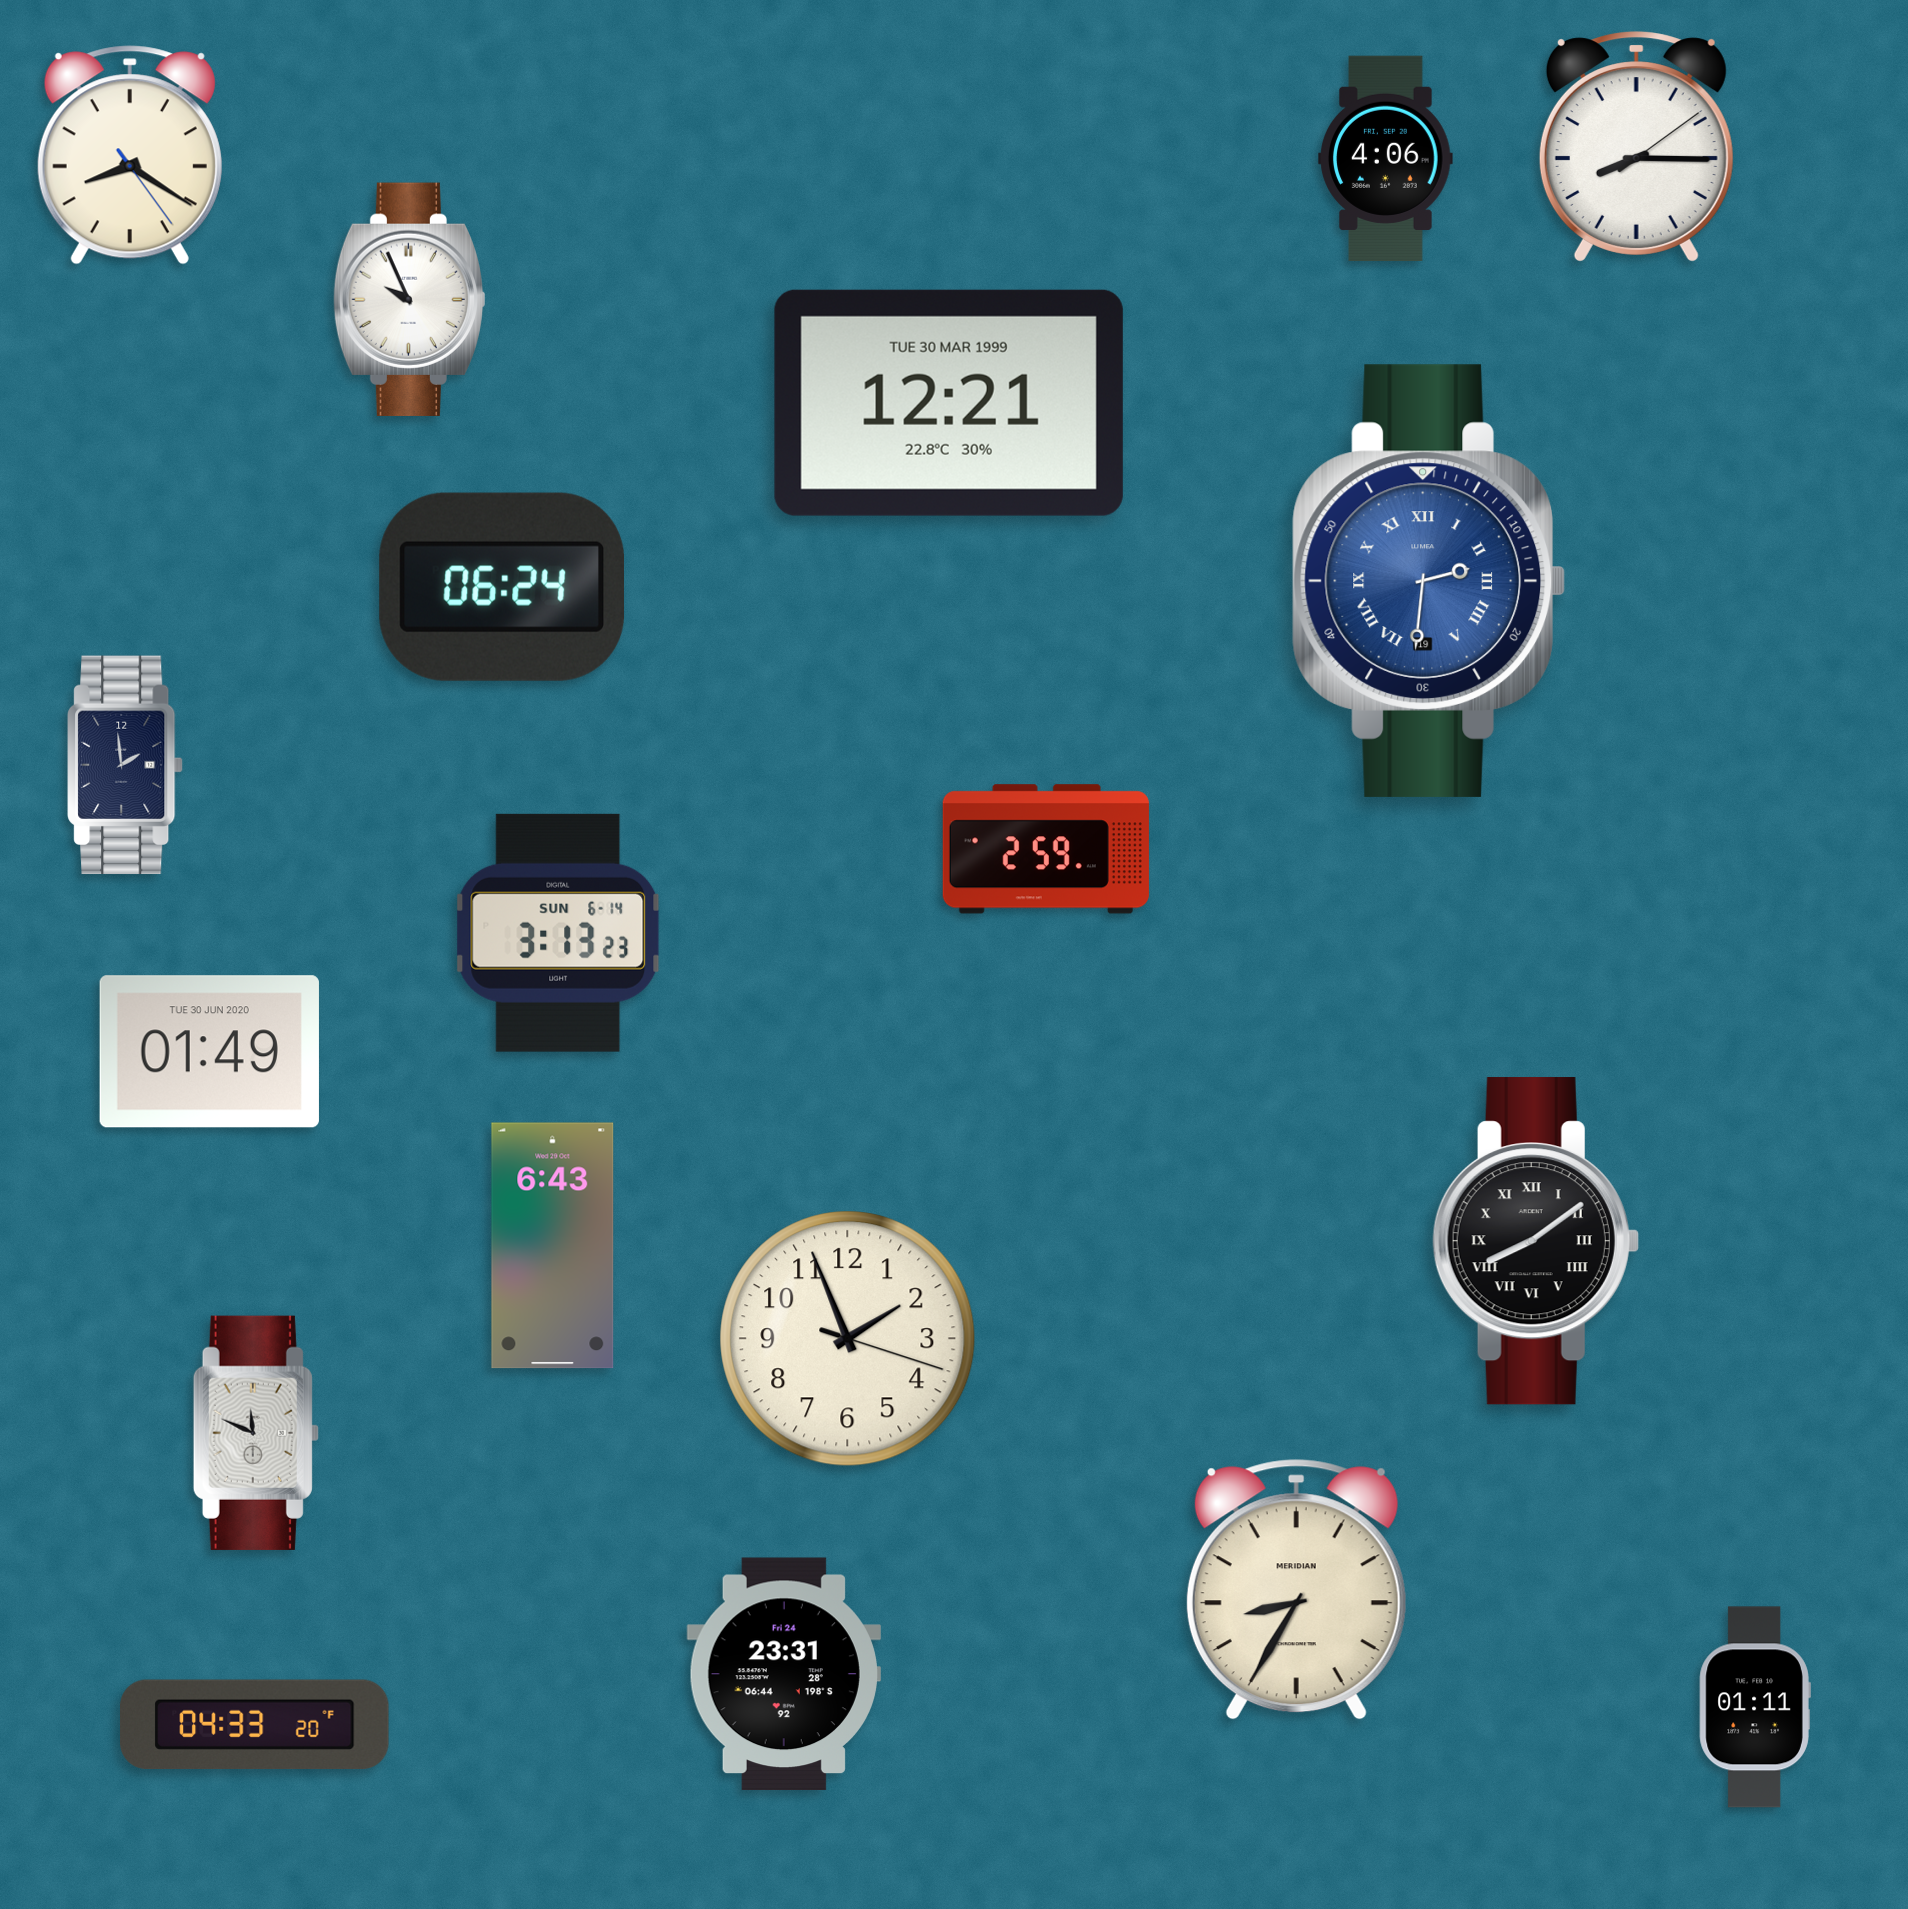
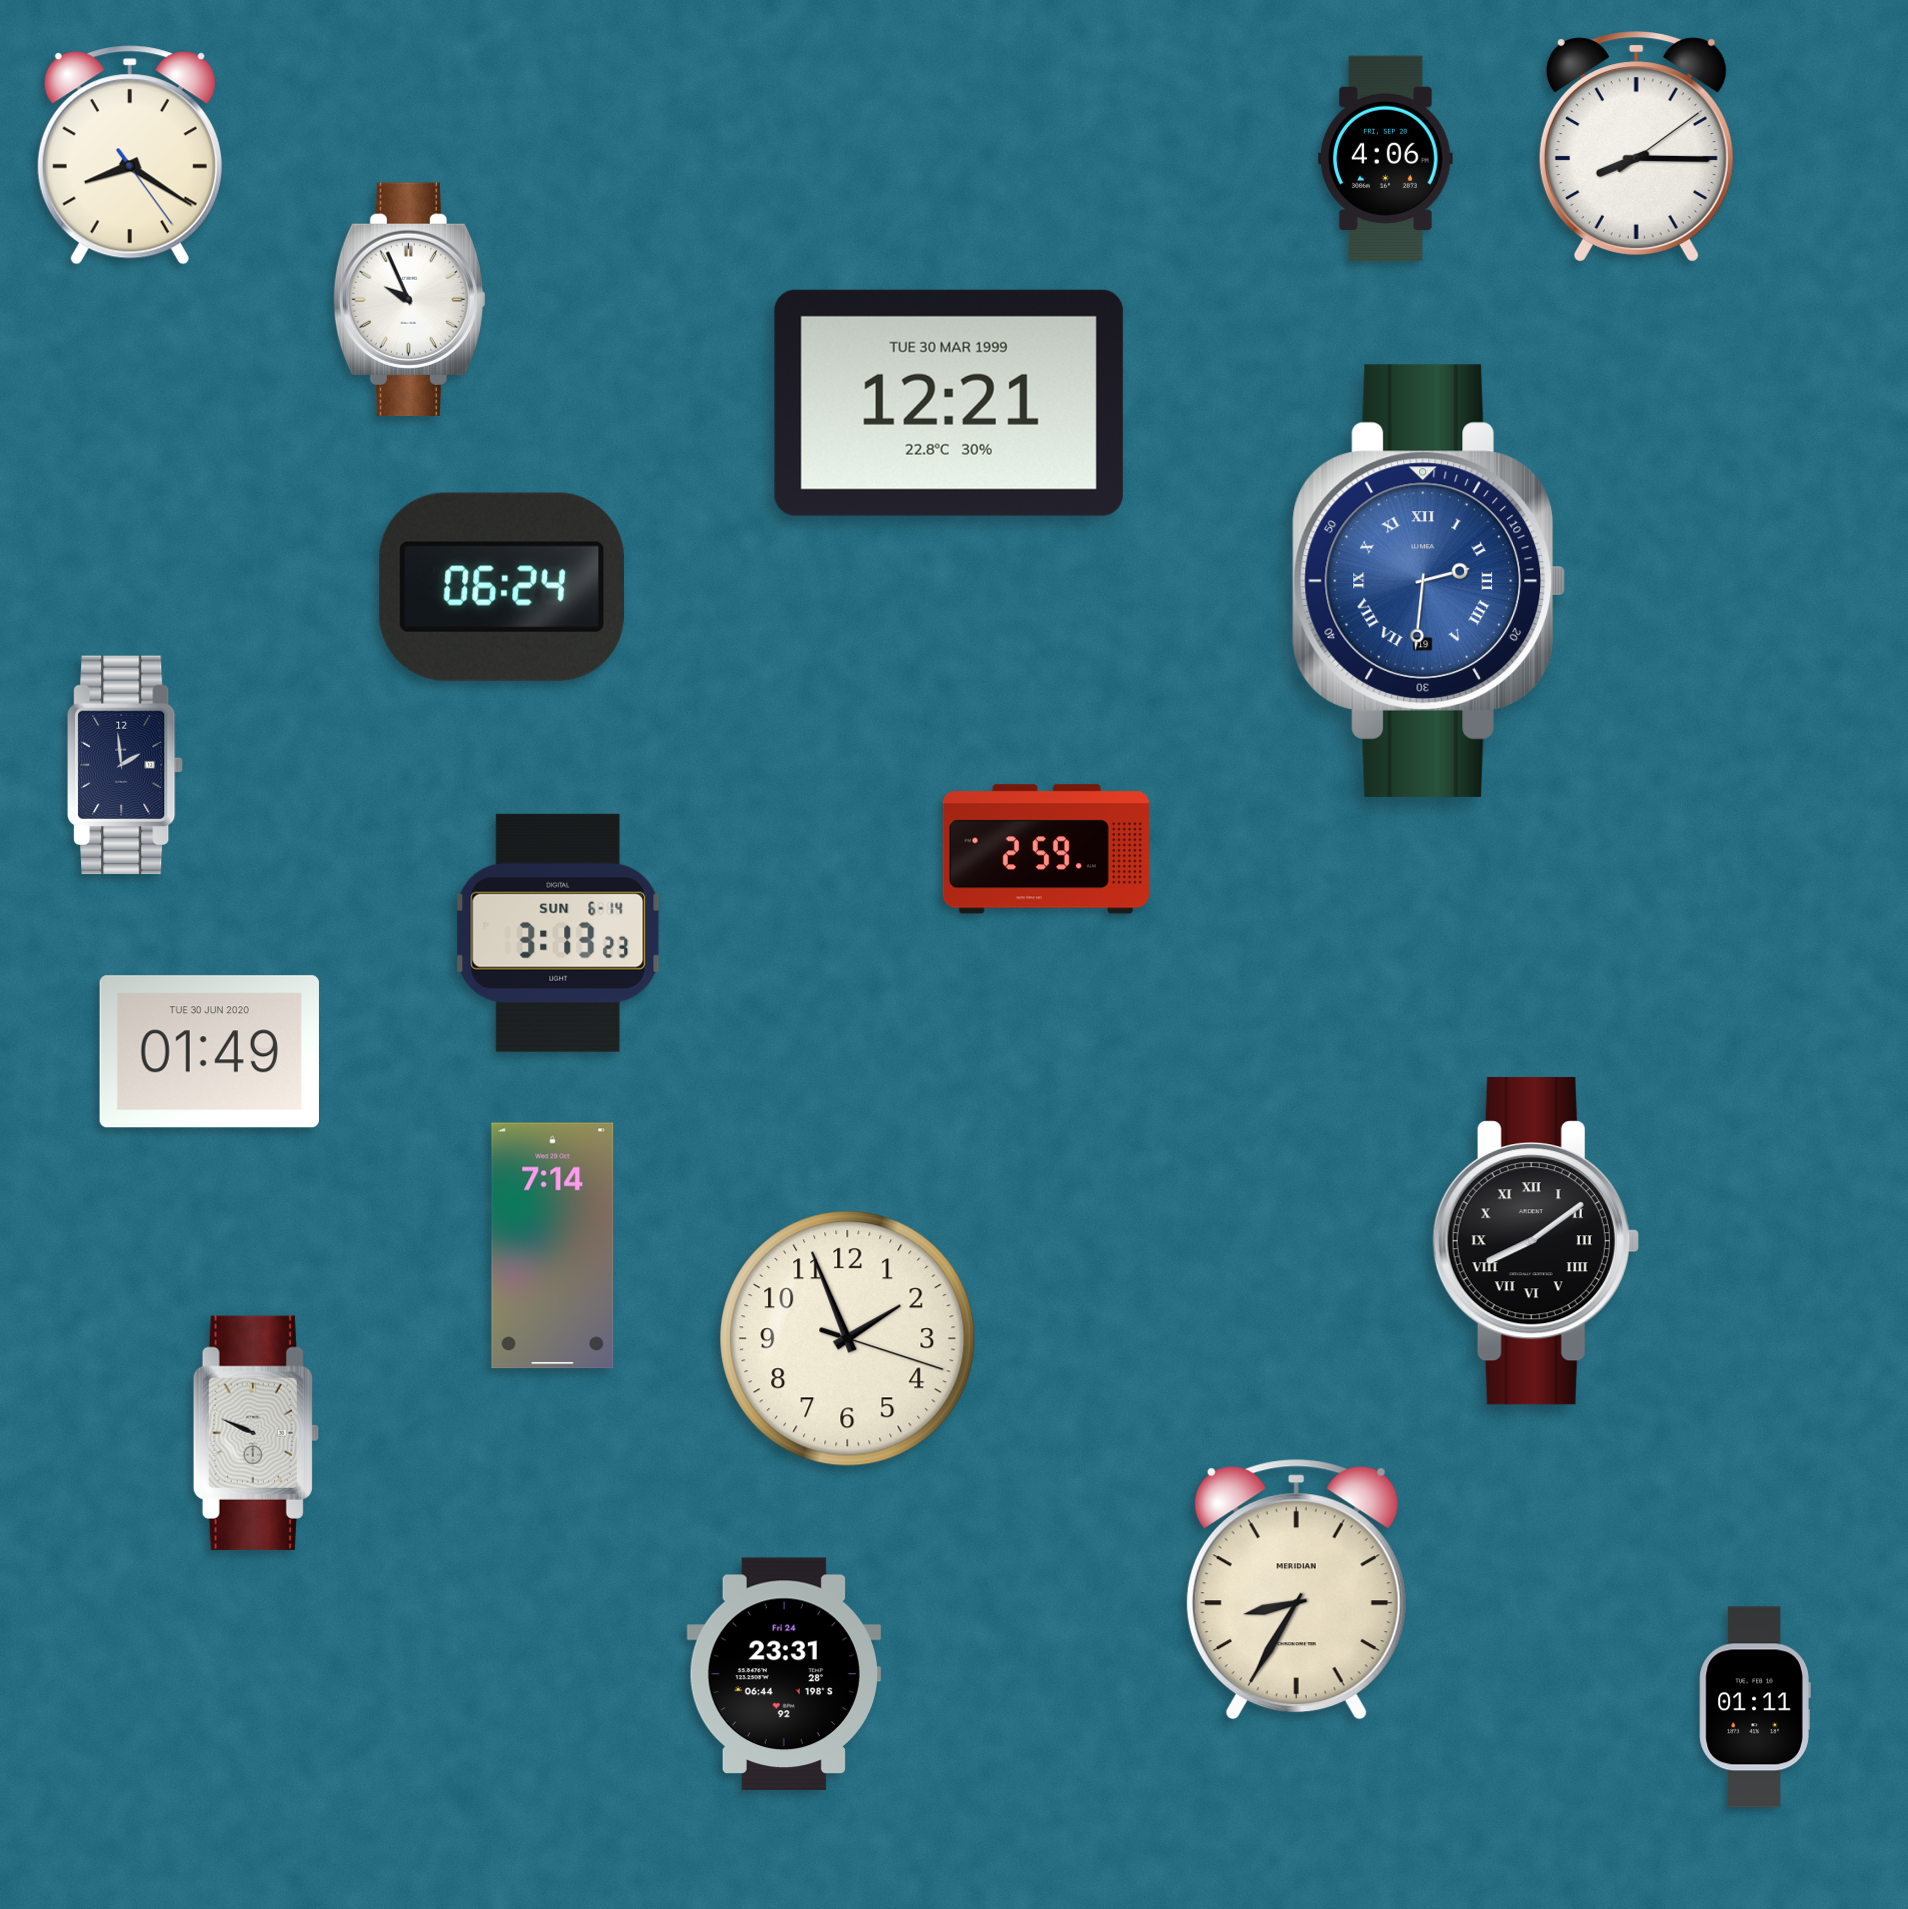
clock at (553, 1246): 6:43 -> 7:14
clock at (256, 1433): 11:49 -> 9:49
clock at (255, 1725): 04:33 -> none
